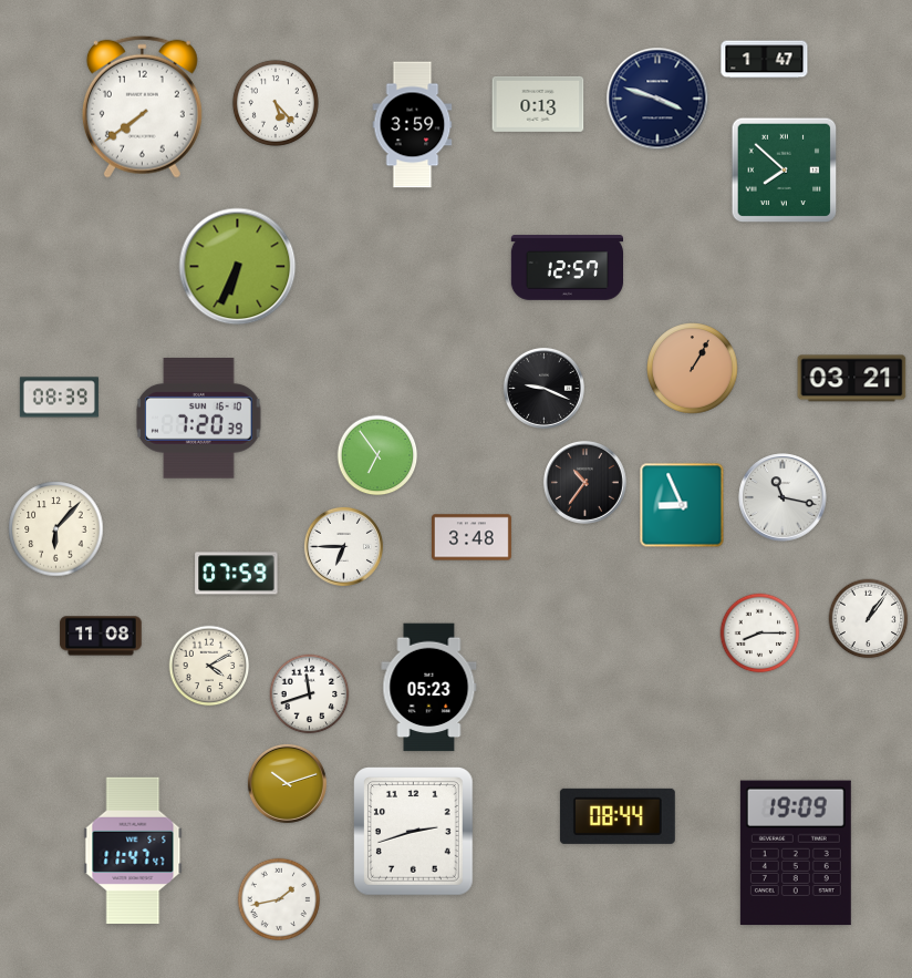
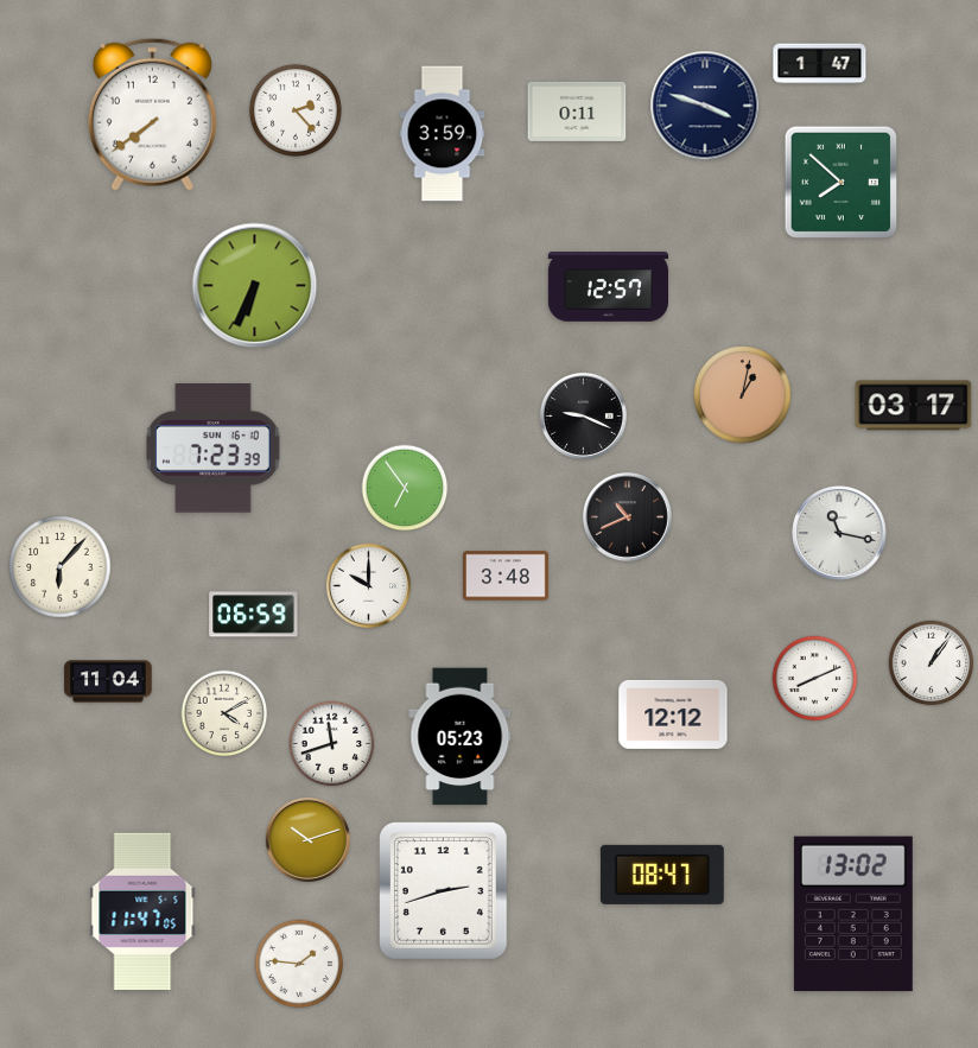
clock at (276, 103): 5:23 -> 2:23
clock at (538, 104): 0:13 -> 0:11
clock at (693, 369): 1:05 -> 1:02
clock at (852, 379): 03:21 -> 03:17
clock at (59, 398): 08:39 -> none
clock at (199, 419): 7:20 -> 7:23
clock at (584, 482): 10:36 -> 10:41
clock at (682, 505): 8:56 -> none
clock at (343, 546): 6:45 -> 10:00
clock at (237, 574): 07:59 -> 06:59
clock at (760, 634): 8:15 -> 8:11
clock at (101, 636): 11:08 -> 11:04
clock at (673, 714): none -> 12:12
clock at (618, 816): 08:44 -> 08:47
clock at (133, 850): 11:47:47 -> 11:47:05
clock at (796, 853): 19:09 -> 13:02
clock at (279, 899): 1:43 -> 1:46
